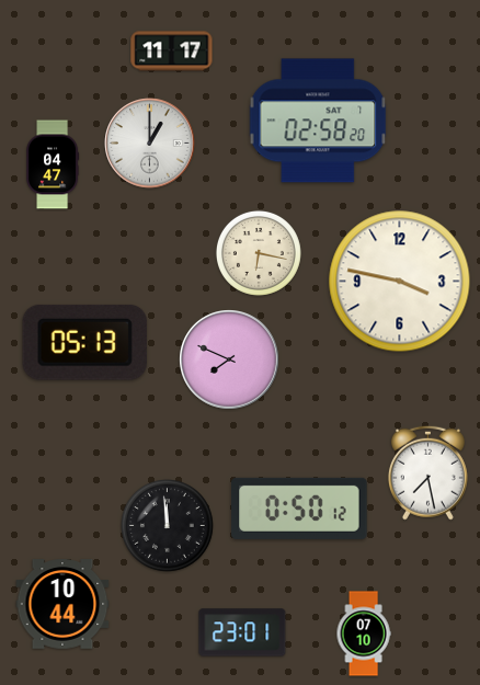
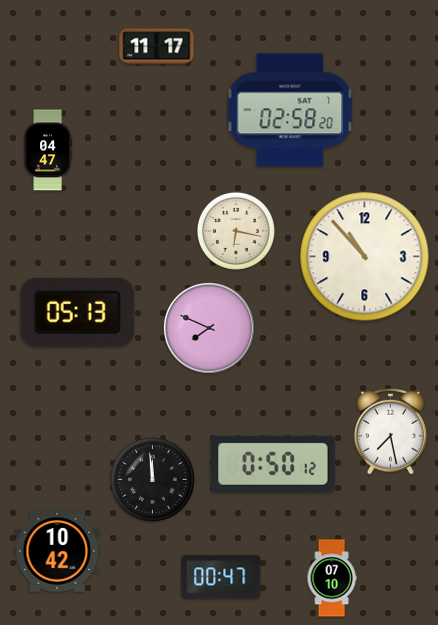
clock at (150, 144): 1:00 -> none
clock at (400, 282): 3:47 -> 10:53
clock at (62, 604): 10:44 -> 10:42
clock at (242, 632): 23:01 -> 00:47
